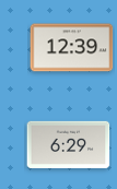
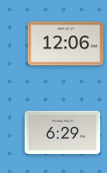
clock at (72, 48): 12:39 -> 12:06
